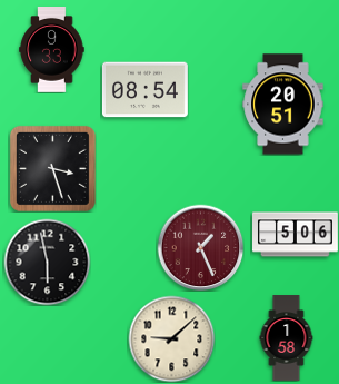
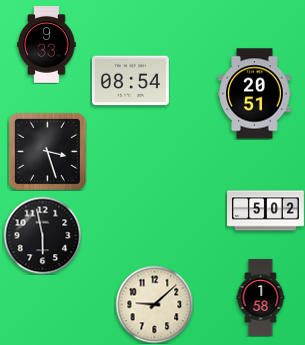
clock at (296, 235): 5:06 -> 5:02
clock at (200, 247): 1:26 -> none
clock at (287, 338) position: (287, 338) -> (261, 298)
